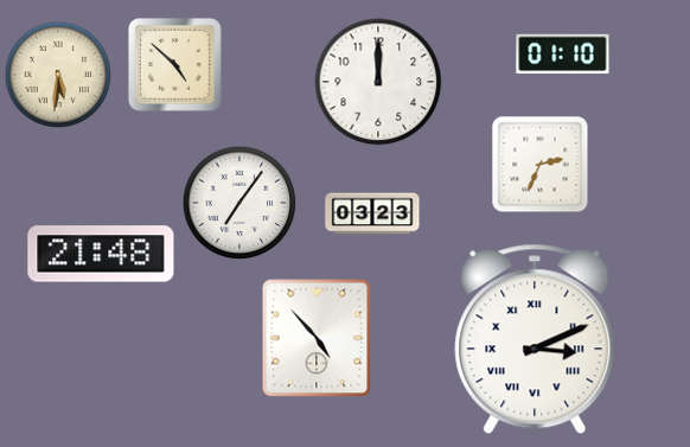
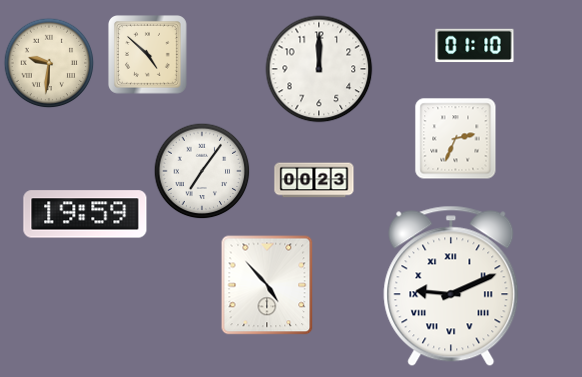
clock at (58, 75): 5:31 -> 9:31
clock at (372, 213): 03:23 -> 00:23
clock at (101, 254): 21:48 -> 19:59
clock at (535, 339): 3:11 -> 9:11
